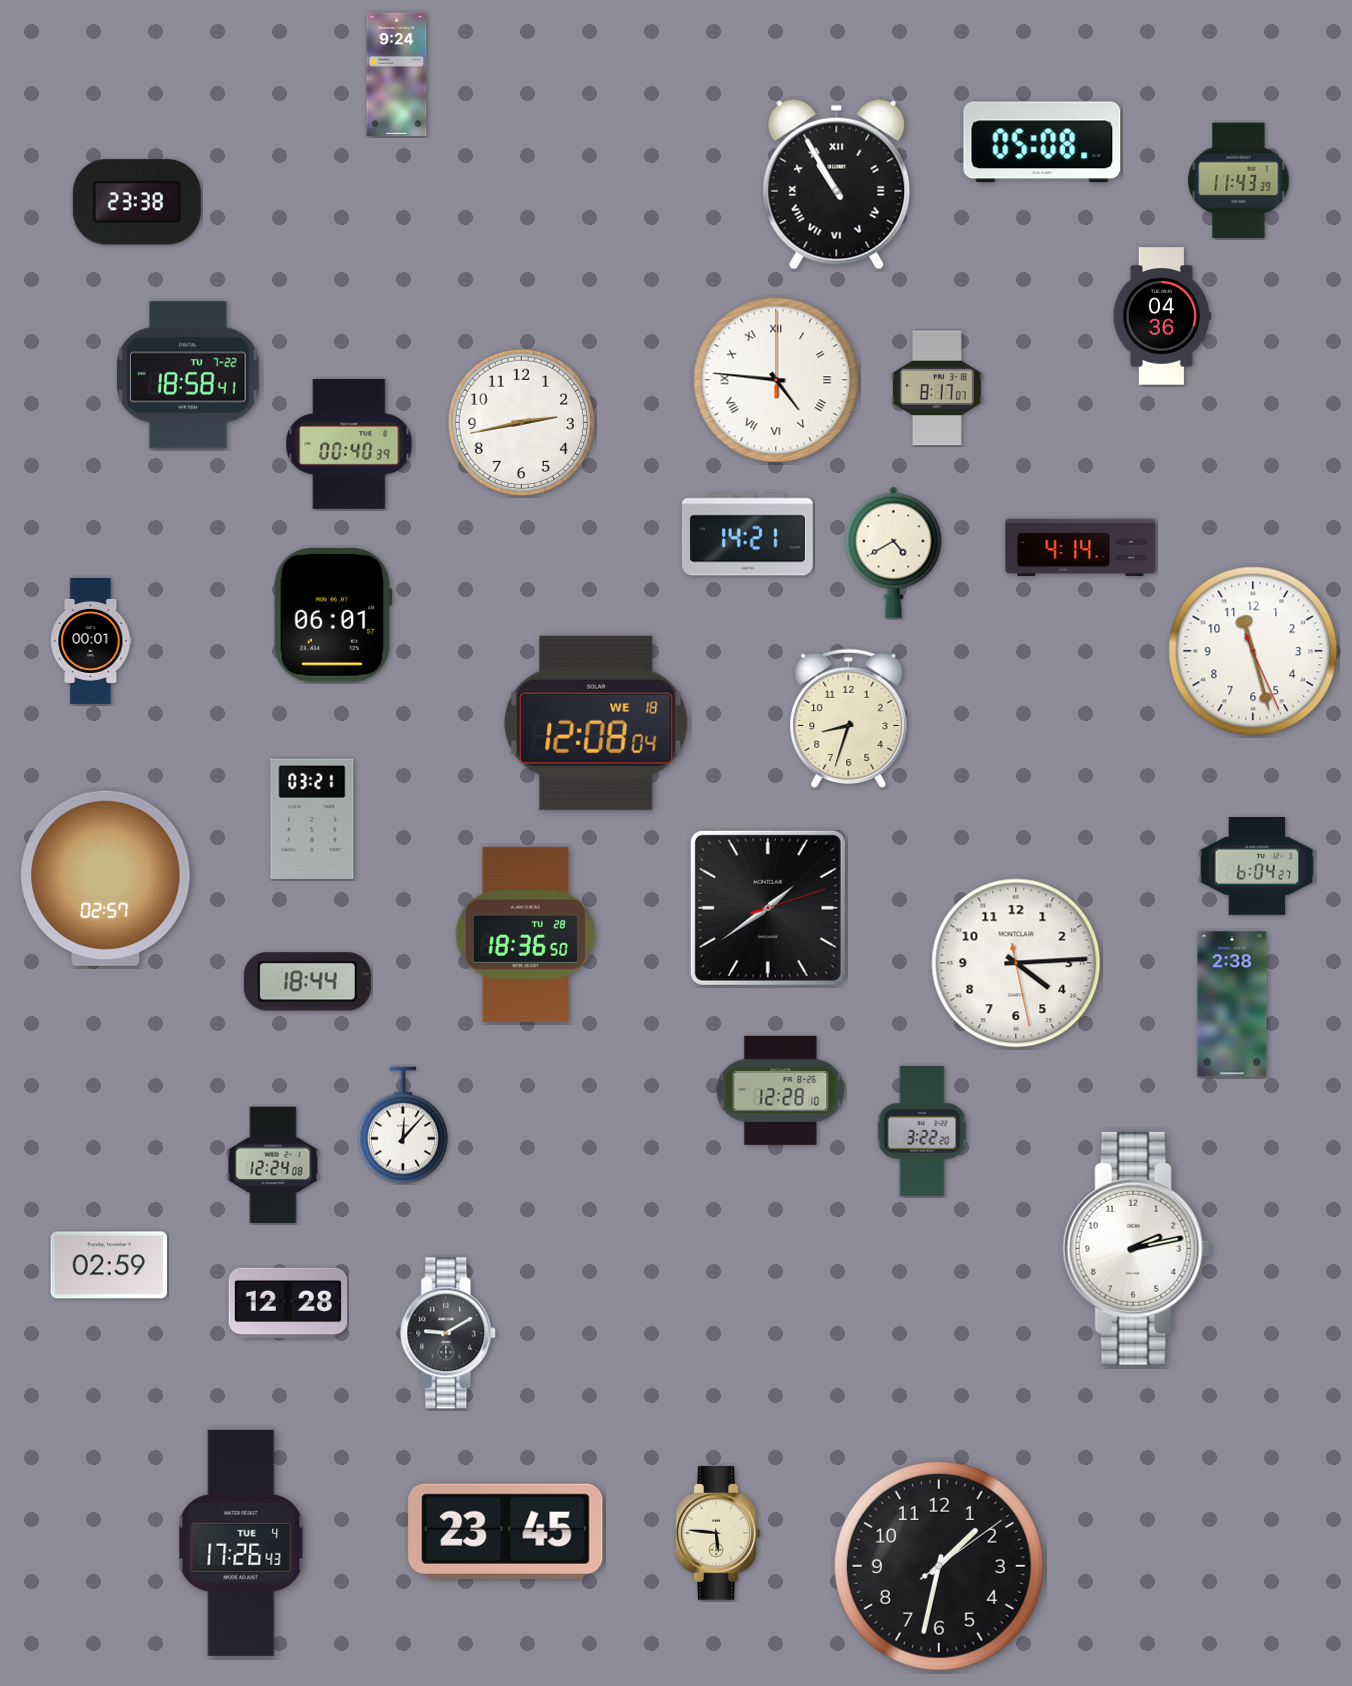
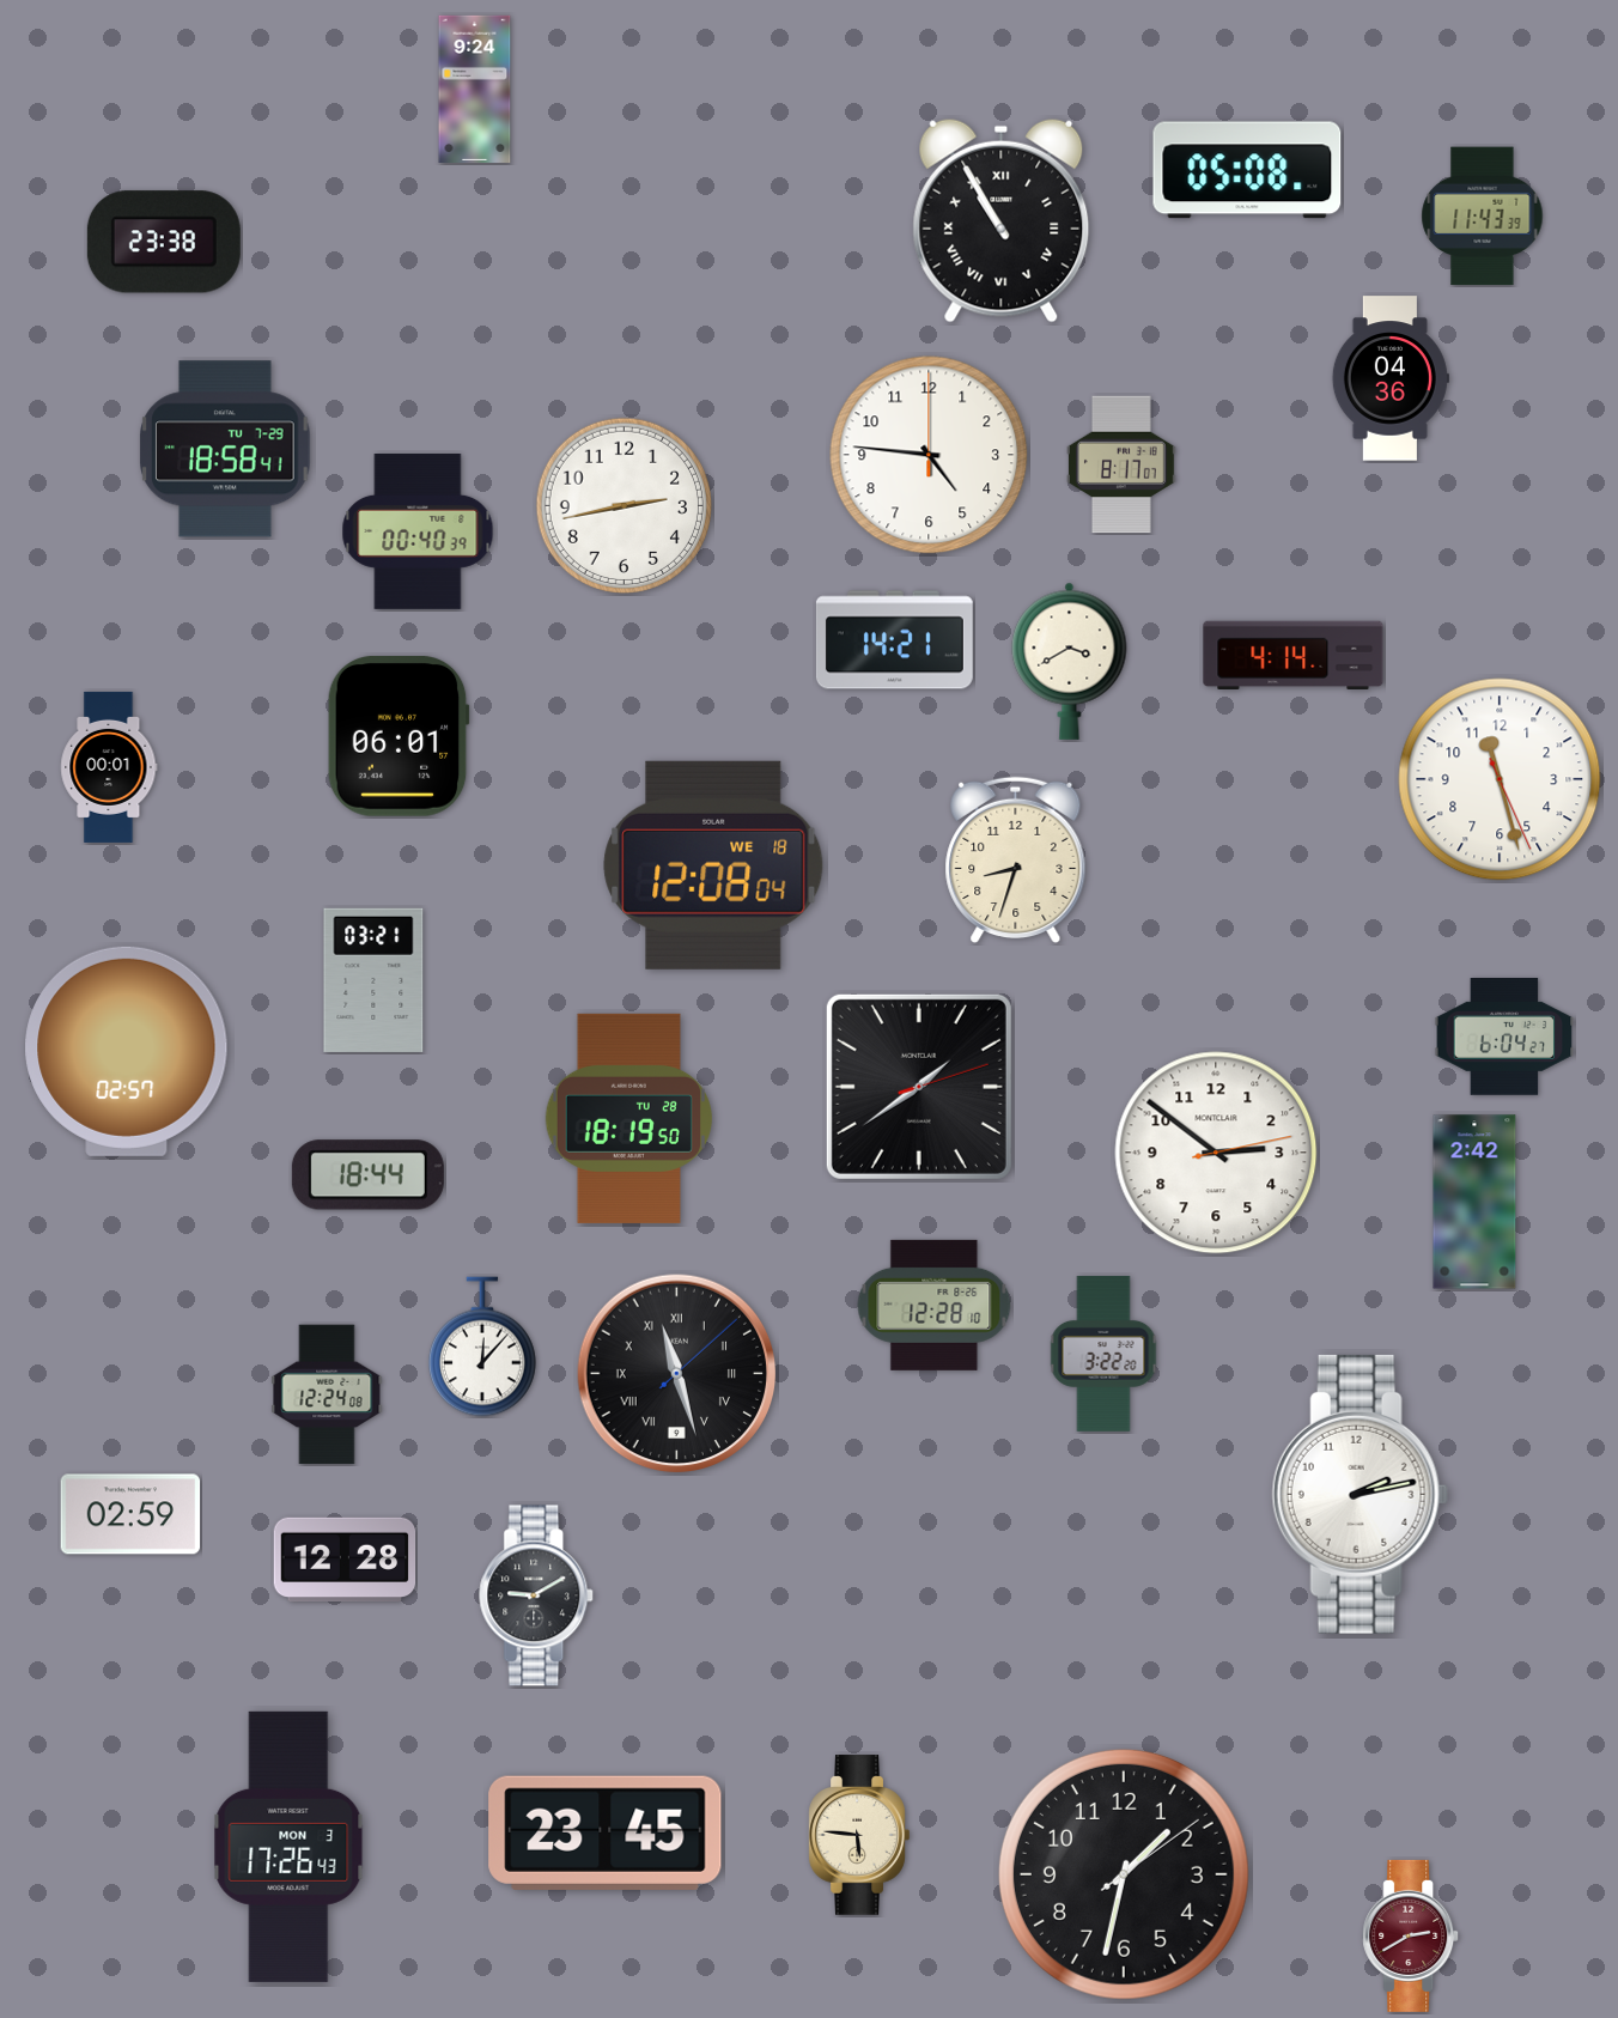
clock at (188, 375) date: TU 7-22 -> TU 7-29
clock at (776, 380) numerals: Roman -> Arabic
clock at (894, 552): 4:40 -> 3:40
clock at (525, 934): 18:36 -> 18:19
clock at (1016, 963): 4:14 -> 2:51
clock at (1232, 1004): 2:38 -> 2:42
clock at (677, 1374): none -> 11:27
clock at (241, 1543) date: TUE 4 -> MON 3
clock at (1411, 1935): none -> 2:40
